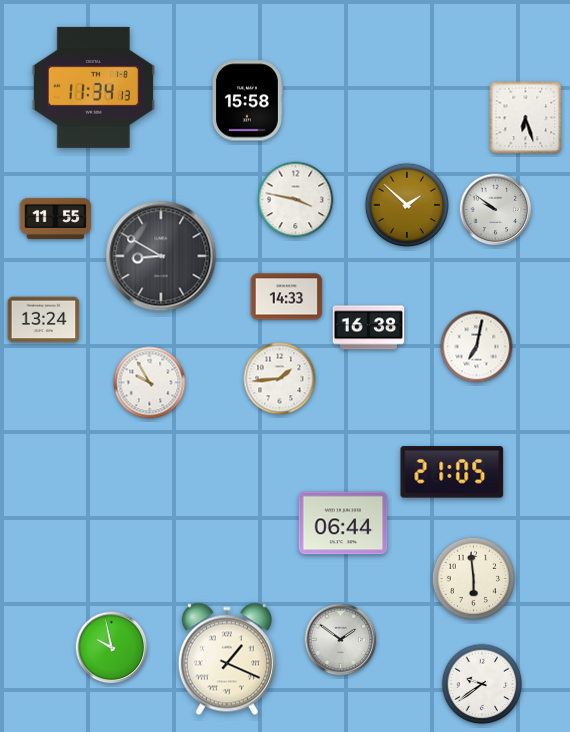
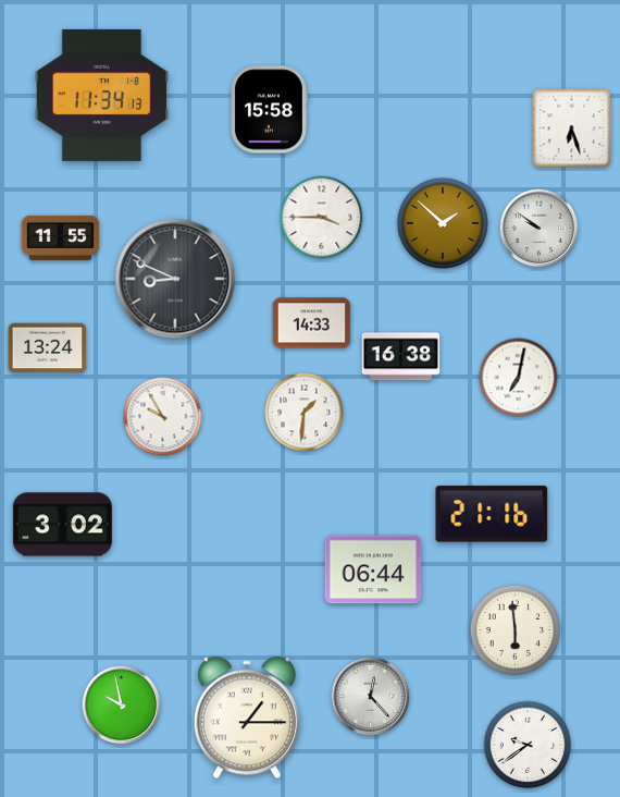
clock at (296, 200): 3:47 -> 3:45
clock at (161, 256): 8:50 -> 8:49
clock at (280, 379): 1:44 -> 1:31
clock at (452, 472): 21:05 -> 21:16
clock at (62, 525): none -> 3:02
clock at (341, 640): 1:51 -> 12:23
clock at (227, 659): 1:19 -> 1:15
clock at (482, 684) position: (482, 684) -> (528, 745)
